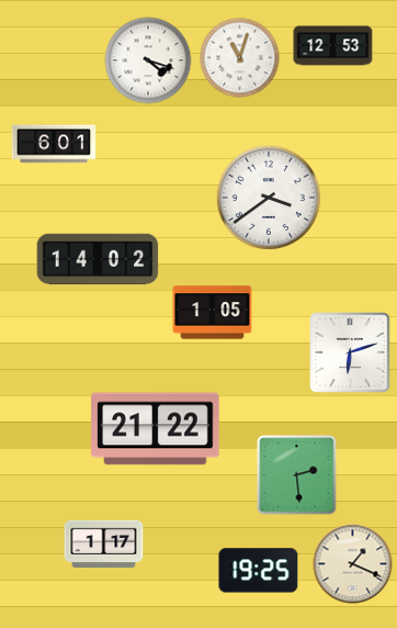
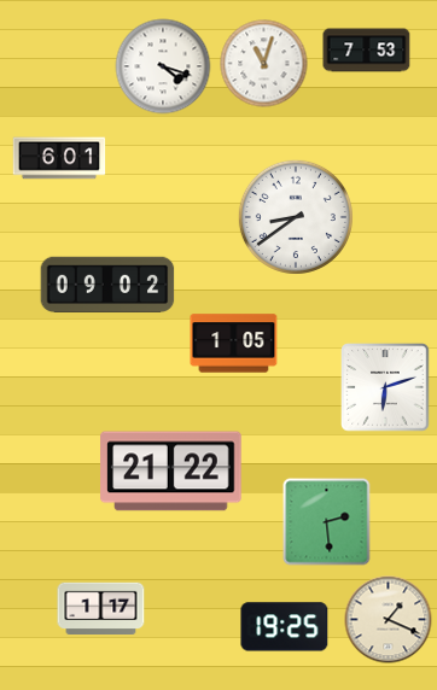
clock at (333, 46): 12:53 -> 7:53
clock at (269, 198): 3:39 -> 8:39
clock at (98, 258): 14:02 -> 09:02
clock at (104, 543) position: (104, 543) -> (101, 608)
